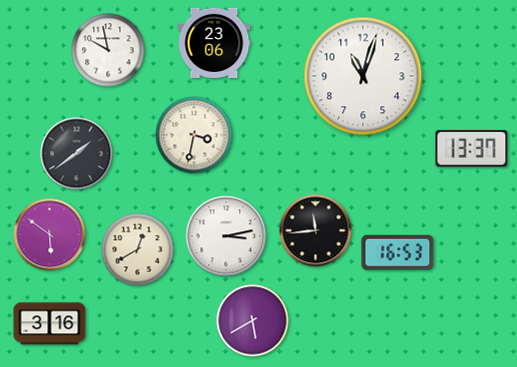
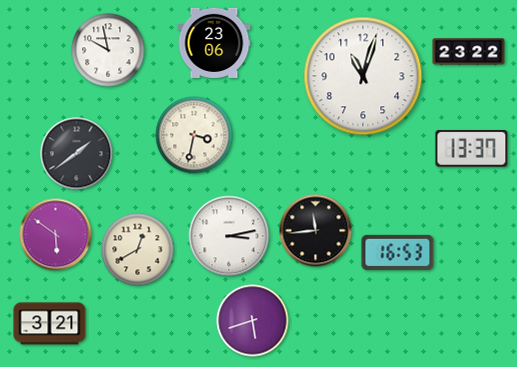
clock at (469, 52): none -> 23:22
clock at (50, 235) position: (50, 235) -> (56, 235)
clock at (226, 236) position: (226, 236) -> (229, 236)
clock at (253, 321): 5:40 -> 5:42
clock at (50, 324): 3:16 -> 3:21
